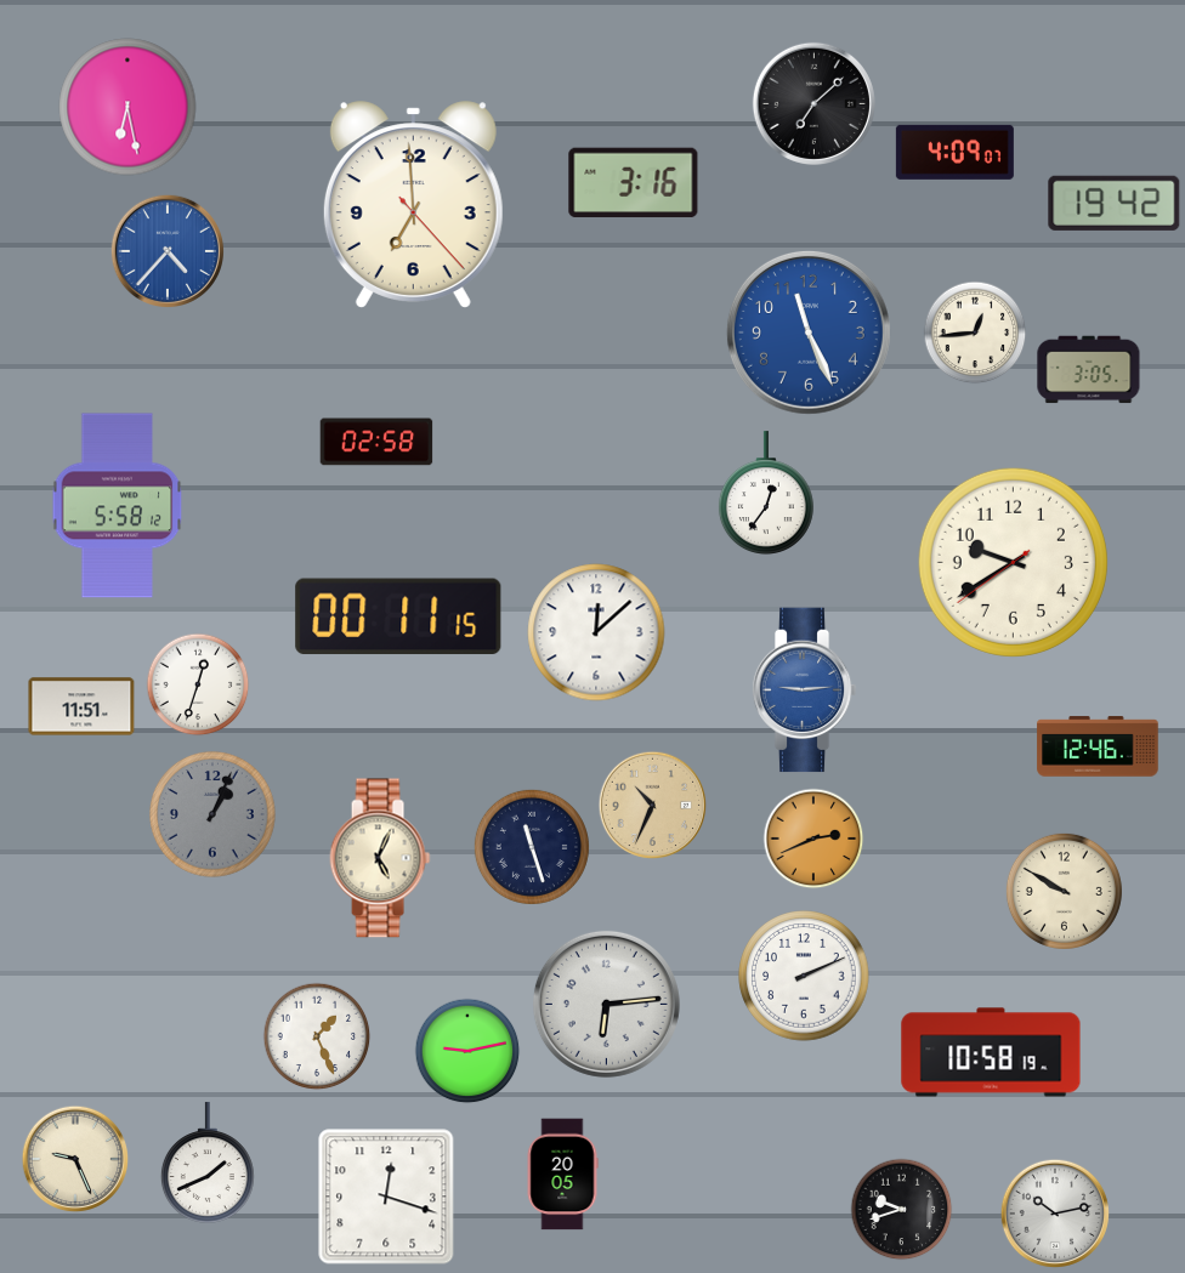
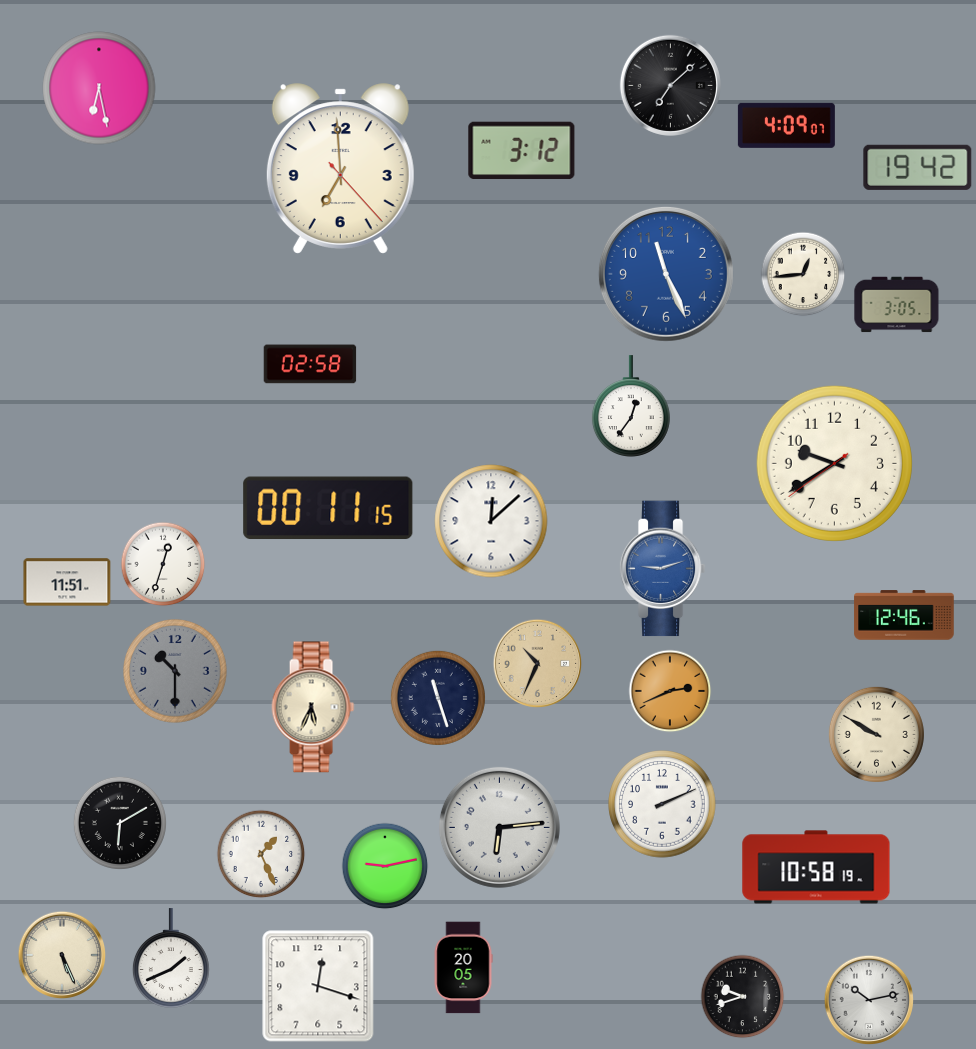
clock at (127, 107) position: (127, 107) -> (99, 88)
clock at (634, 183): 3:16 -> 3:12
clock at (166, 250): 4:37 -> none
clock at (118, 506): 5:58 -> none
clock at (804, 691): 9:14 -> 9:12
clock at (214, 815): 1:04 -> 10:30
clock at (380, 858): 5:04 -> 5:34
clock at (120, 823): none -> 6:10
clock at (75, 1159): 9:26 -> 5:26
